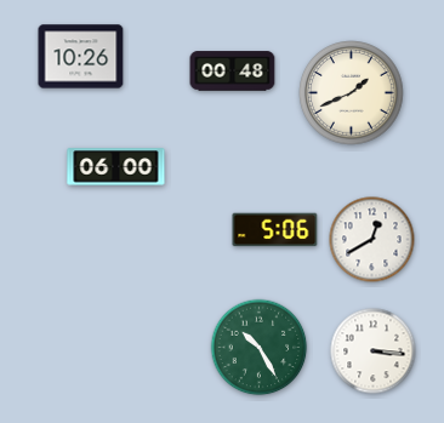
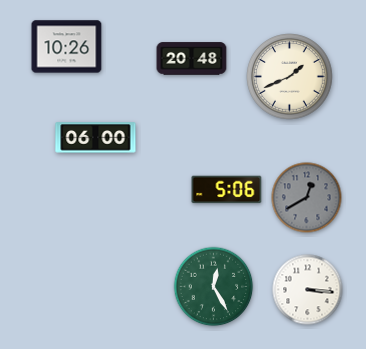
clock at (233, 72): 00:48 -> 20:48
clock at (372, 240) dial: white -> grey
clock at (260, 348): 10:25 -> 12:25
